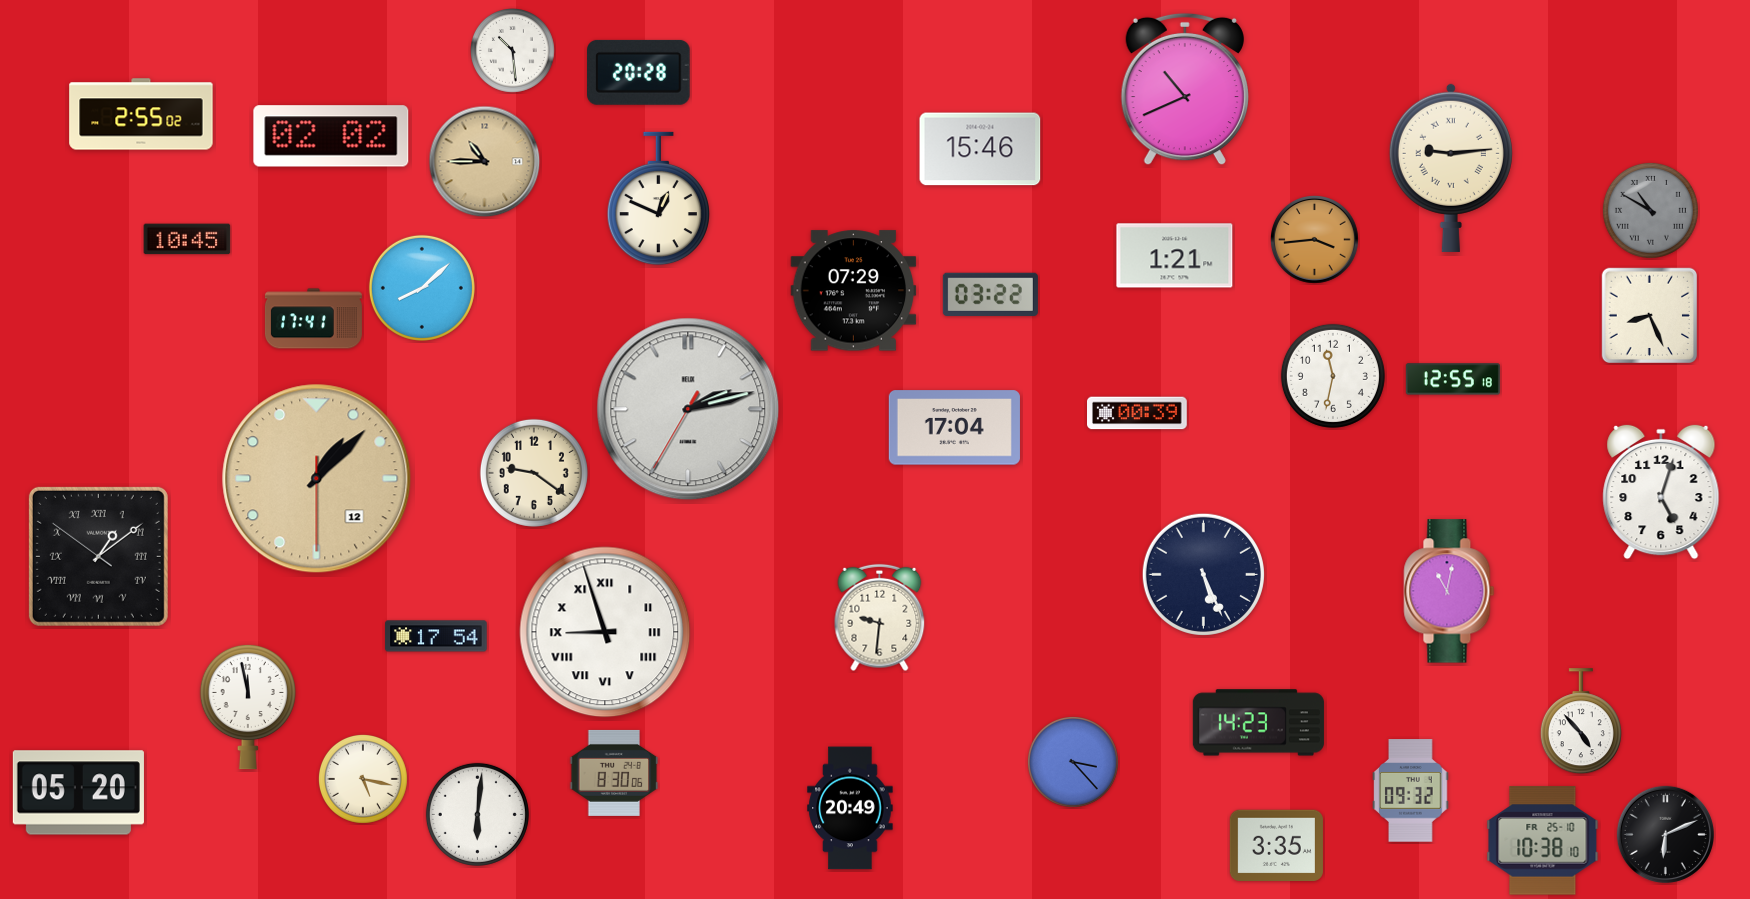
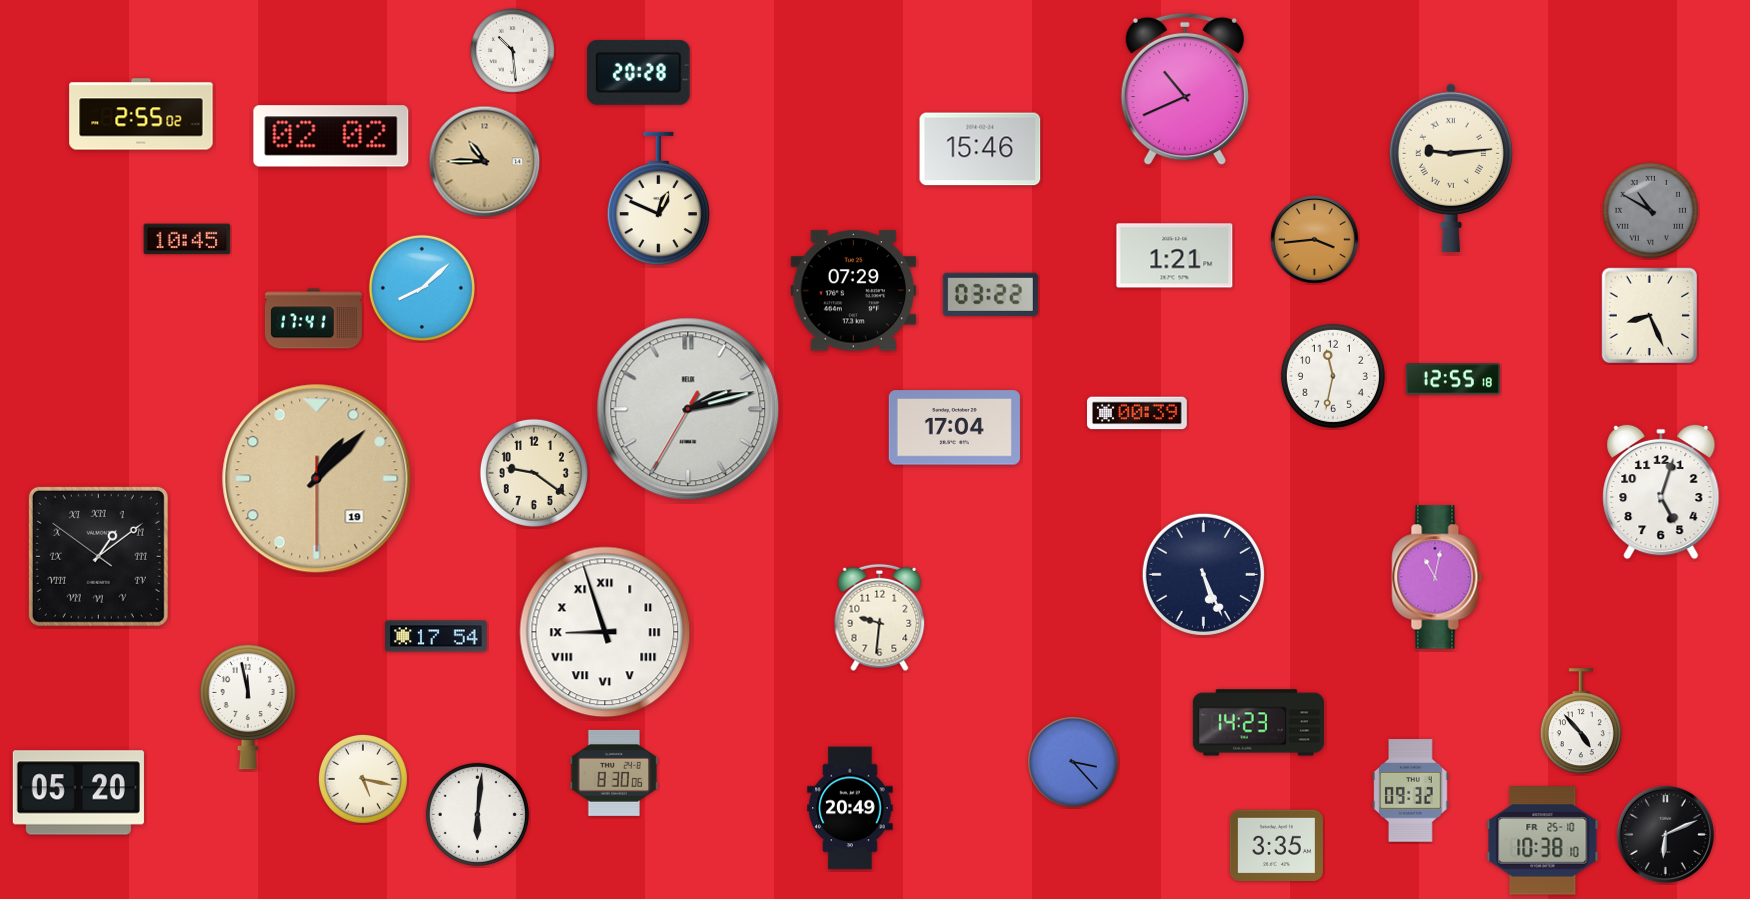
clock at (317, 479) date: 12 -> 19
clock at (1449, 591) position: (1449, 591) -> (1437, 577)
